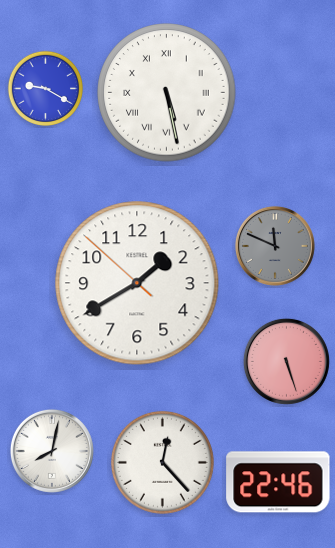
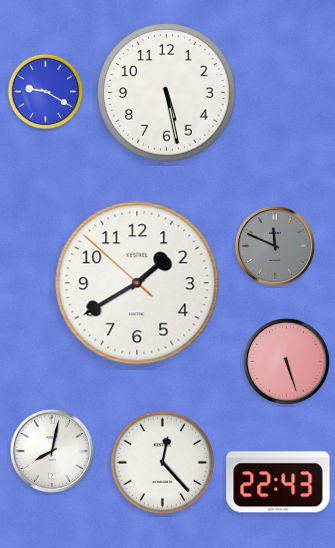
clock at (46, 89) position: (46, 89) -> (46, 92)
clock at (167, 93) numerals: Roman -> Arabic
clock at (278, 482): 22:46 -> 22:43
